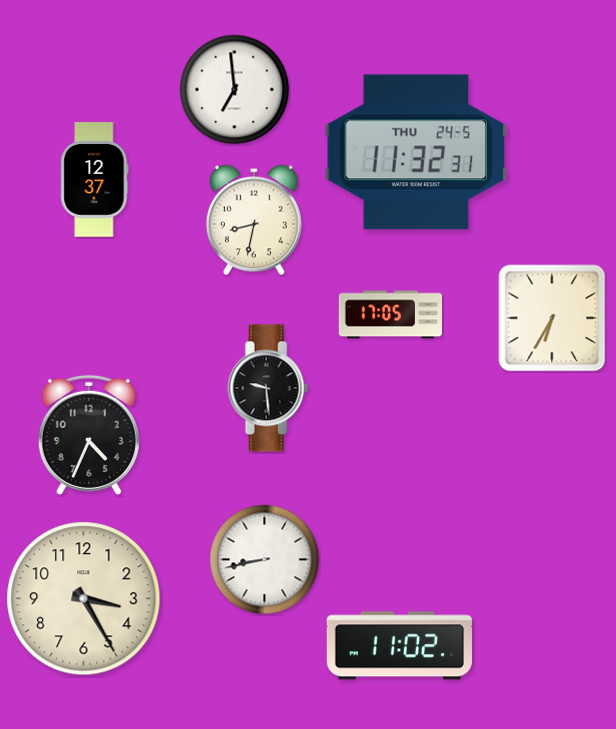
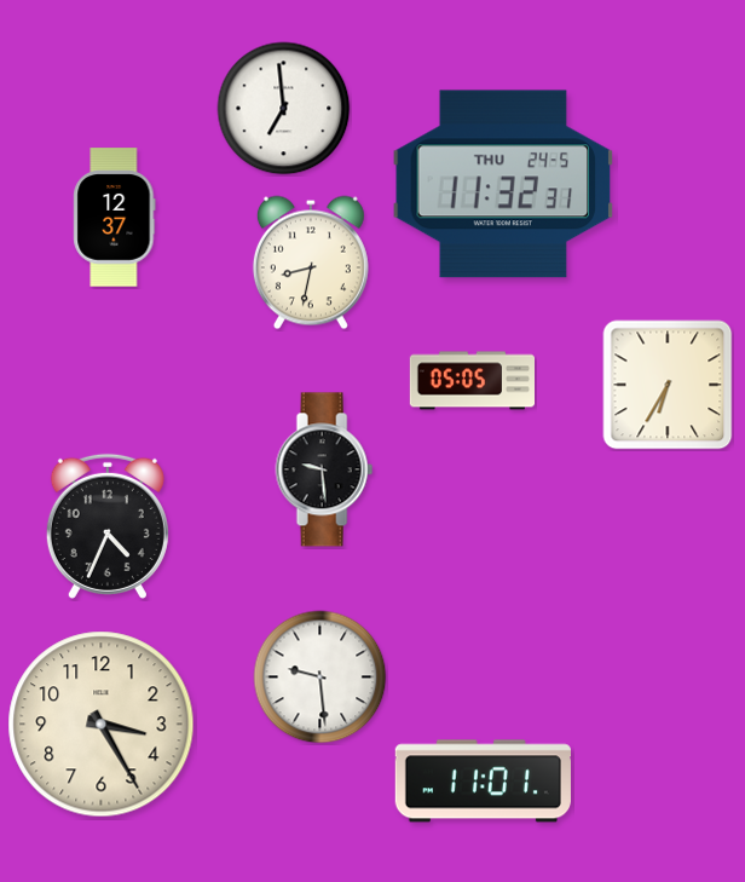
clock at (254, 220) position: (254, 220) -> (311, 263)
clock at (390, 315): 17:05 -> 05:05
clock at (265, 560): 8:43 -> 9:29
clock at (399, 646): 11:02 -> 11:01
